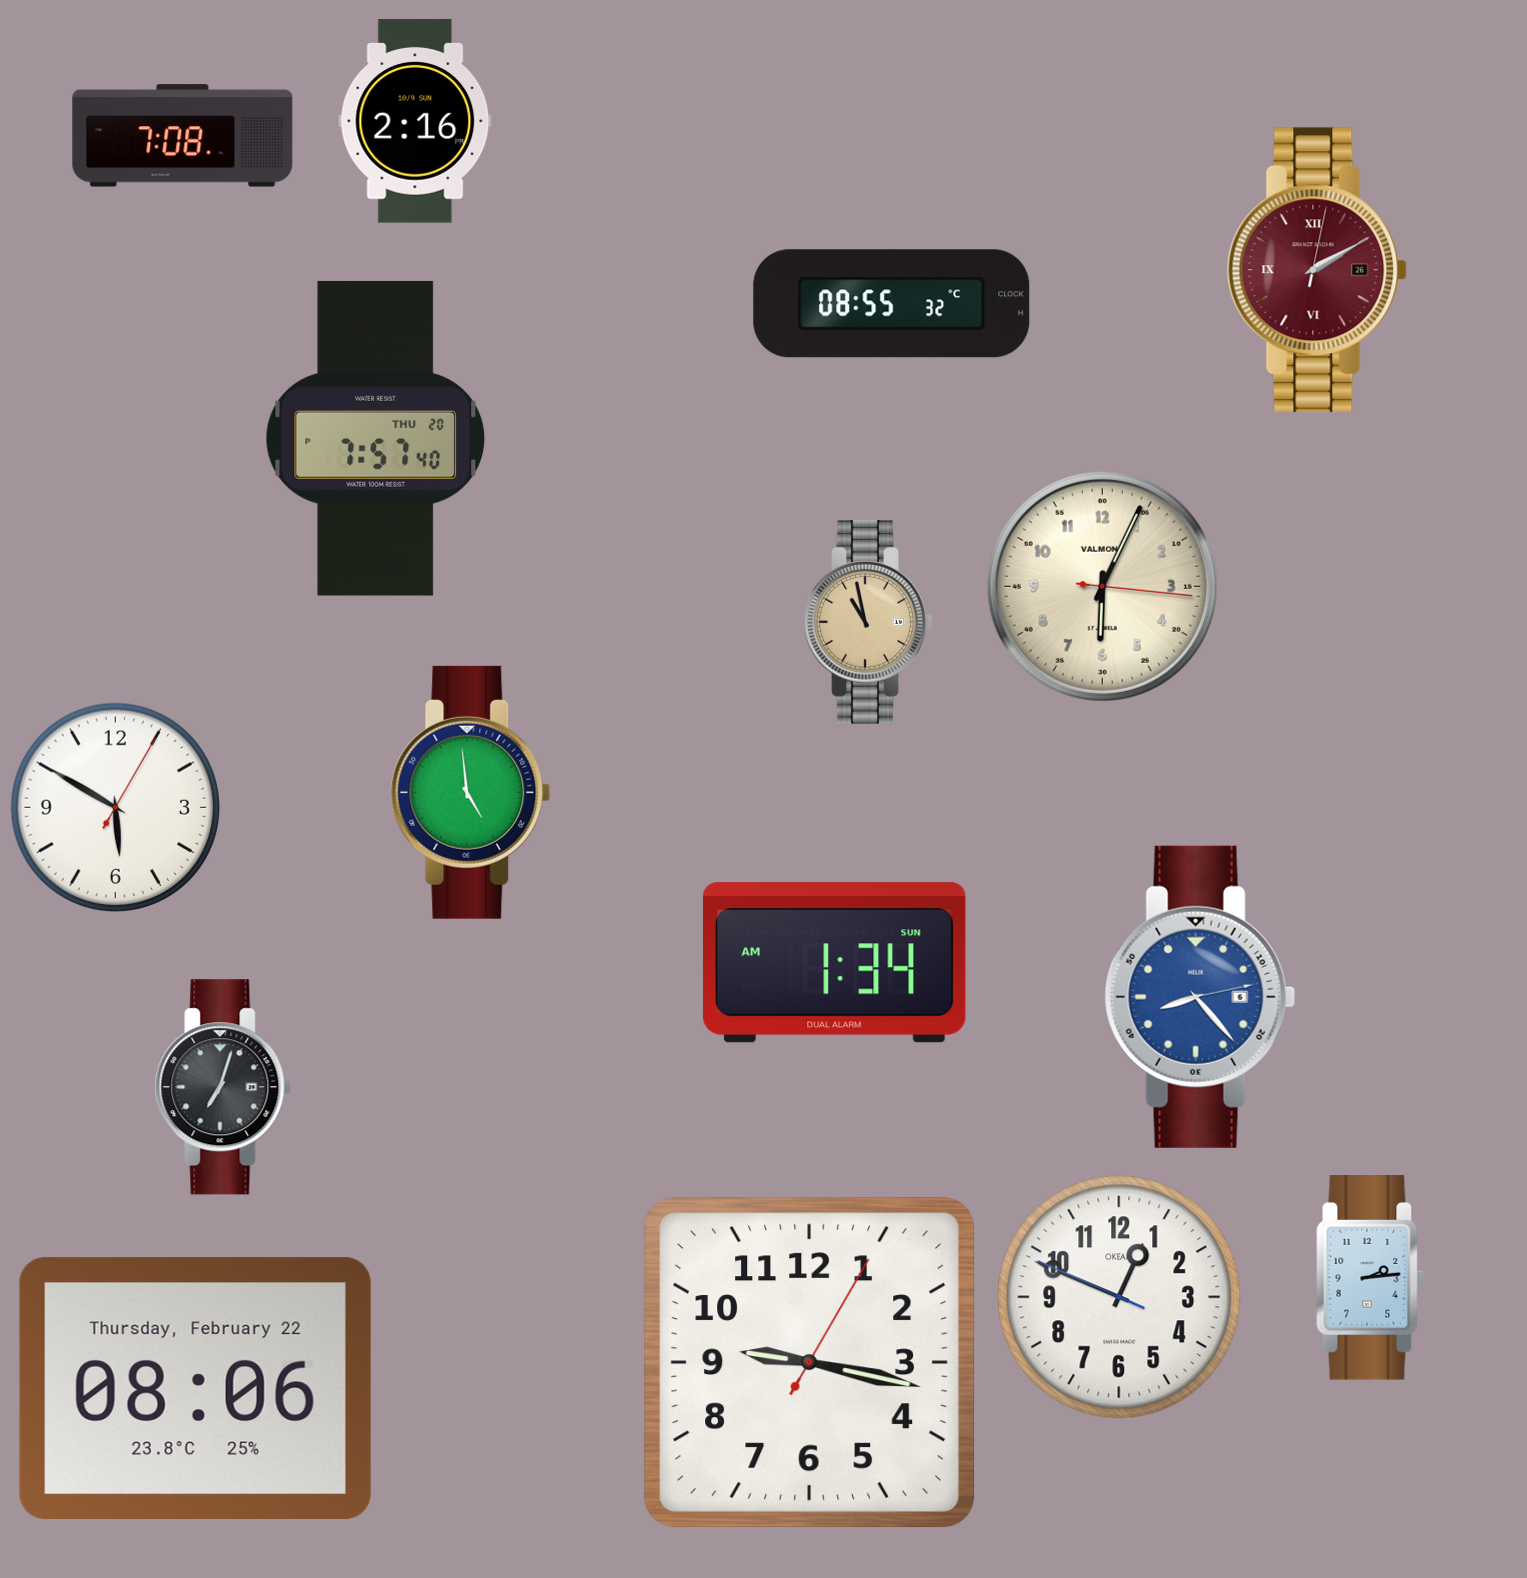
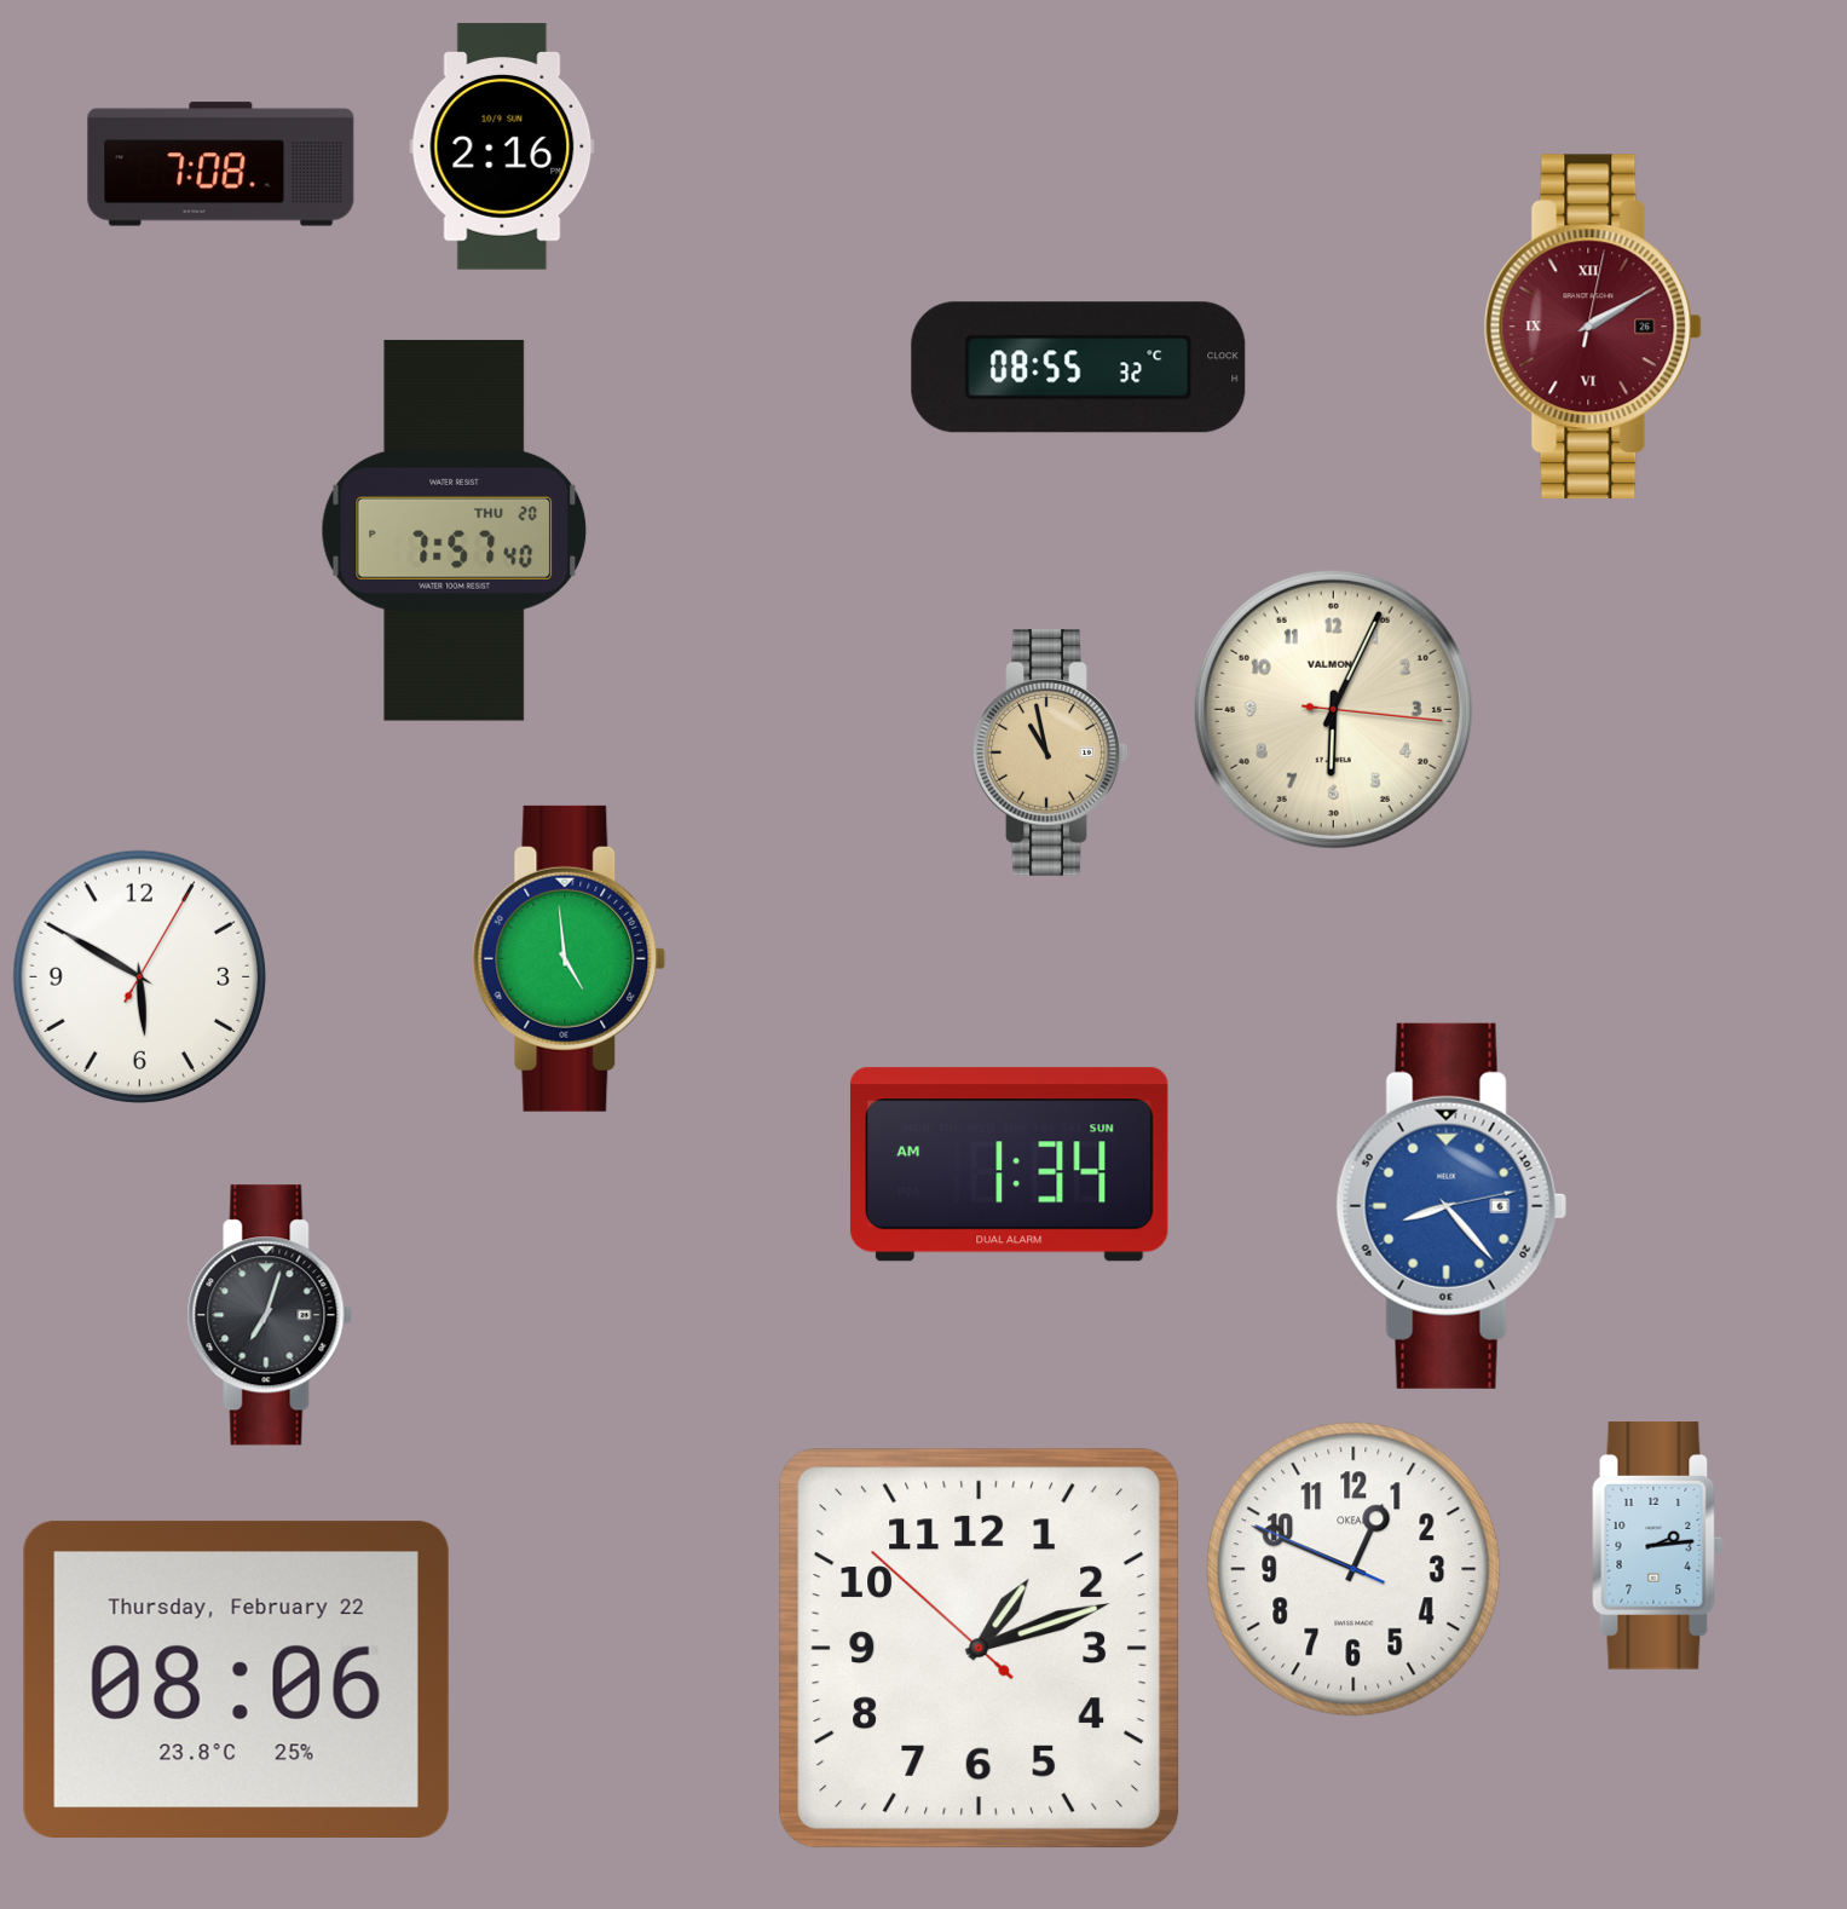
clock at (810, 1363): 9:17 -> 1:11
